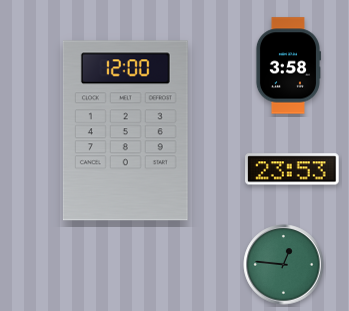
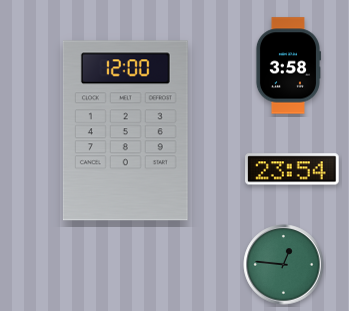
clock at (292, 169): 23:53 -> 23:54
